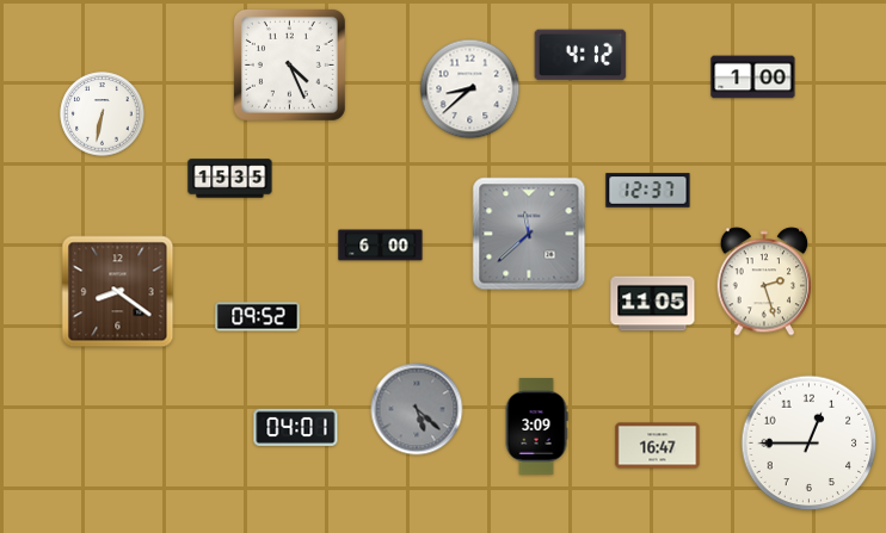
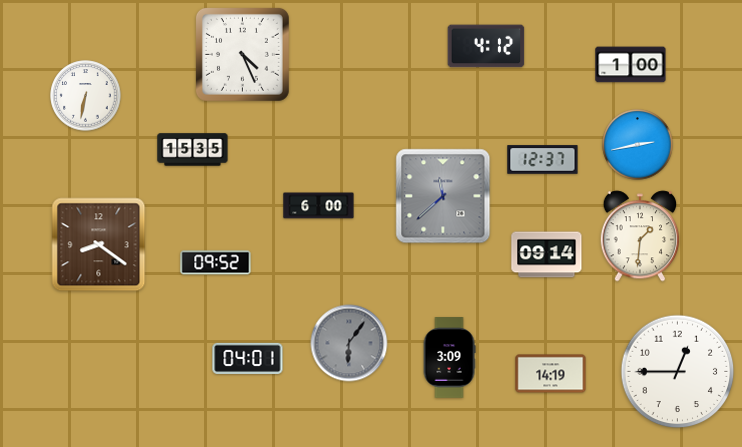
clock at (470, 89): 8:38 -> none
clock at (638, 145): none -> 2:43
clock at (764, 281): 2:27 -> 1:31
clock at (653, 304): 11:05 -> 09:14
clock at (258, 317) position: (258, 317) -> (216, 263)
clock at (417, 409): 5:22 -> 6:06
clock at (658, 446): 16:47 -> 14:19
